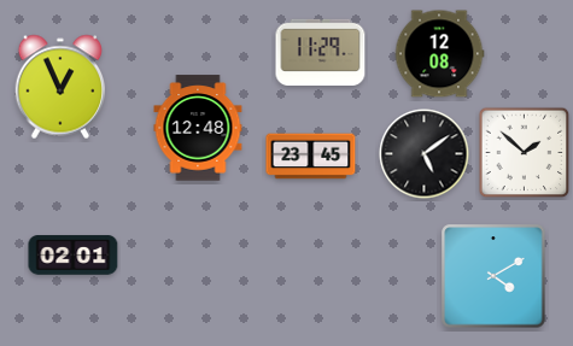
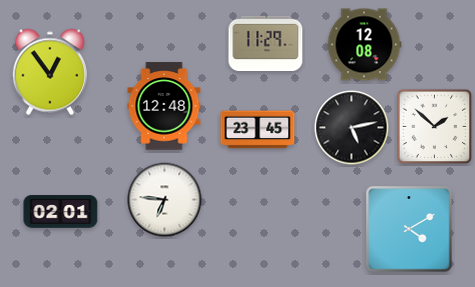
clock at (60, 87): 12:56 -> 12:54
clock at (425, 154): 5:09 -> 5:13
clock at (165, 200): none -> 6:46
